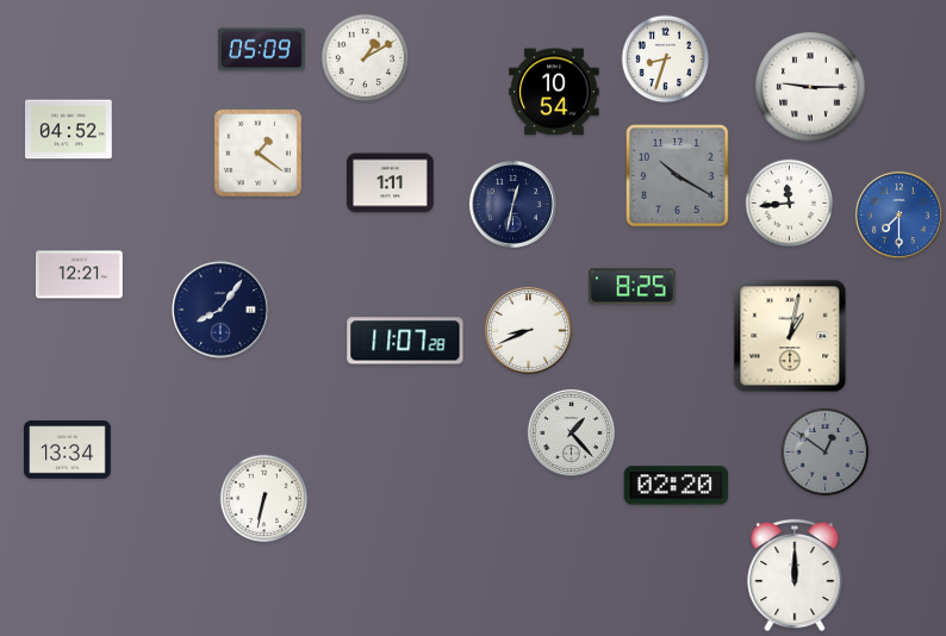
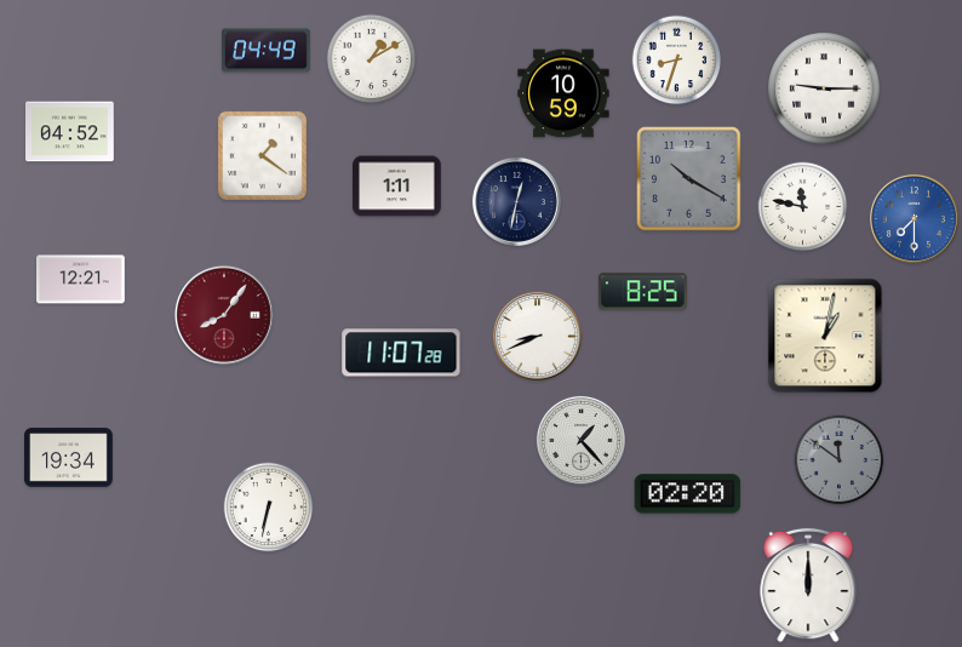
clock at (262, 50): 05:09 -> 04:49
clock at (554, 92): 10:54 -> 10:59
clock at (512, 204) position: (512, 204) -> (516, 201)
clock at (790, 204): 11:44 -> 11:47
clock at (220, 310) dial: navy -> burgundy
clock at (790, 336) position: (790, 336) -> (825, 336)
clock at (405, 341) position: (405, 341) -> (401, 353)
clock at (68, 450): 13:34 -> 19:34
clock at (826, 453): 12:51 -> 11:51
